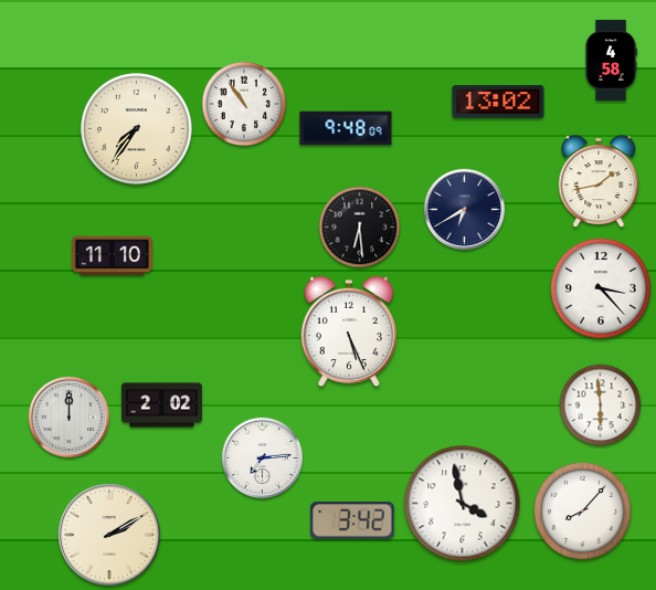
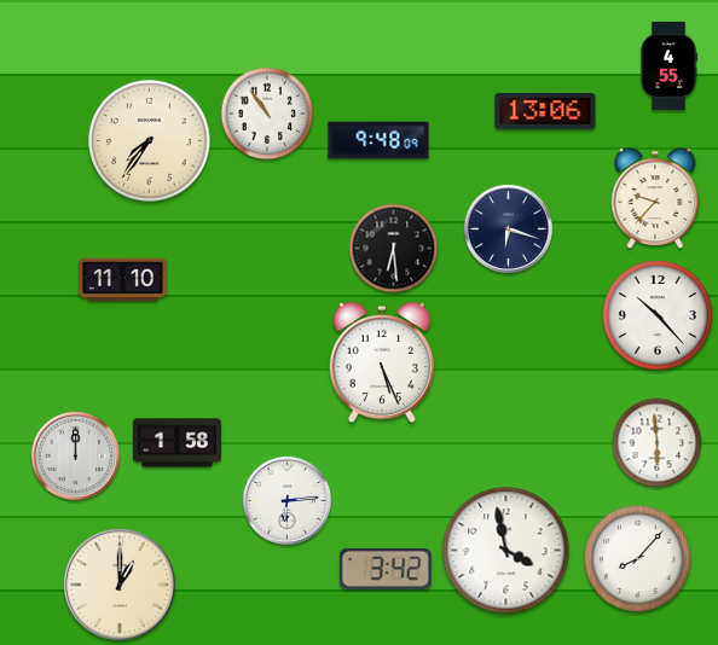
clock at (611, 60): 4:58 -> 4:55
clock at (498, 102): 13:02 -> 13:06
clock at (599, 181): 1:43 -> 9:37
clock at (464, 209): 6:40 -> 6:18
clock at (601, 288): 3:23 -> 10:23
clock at (161, 405): 2:02 -> 1:58
clock at (262, 457): 7:14 -> 6:14
clock at (109, 535): 2:10 -> 1:00
